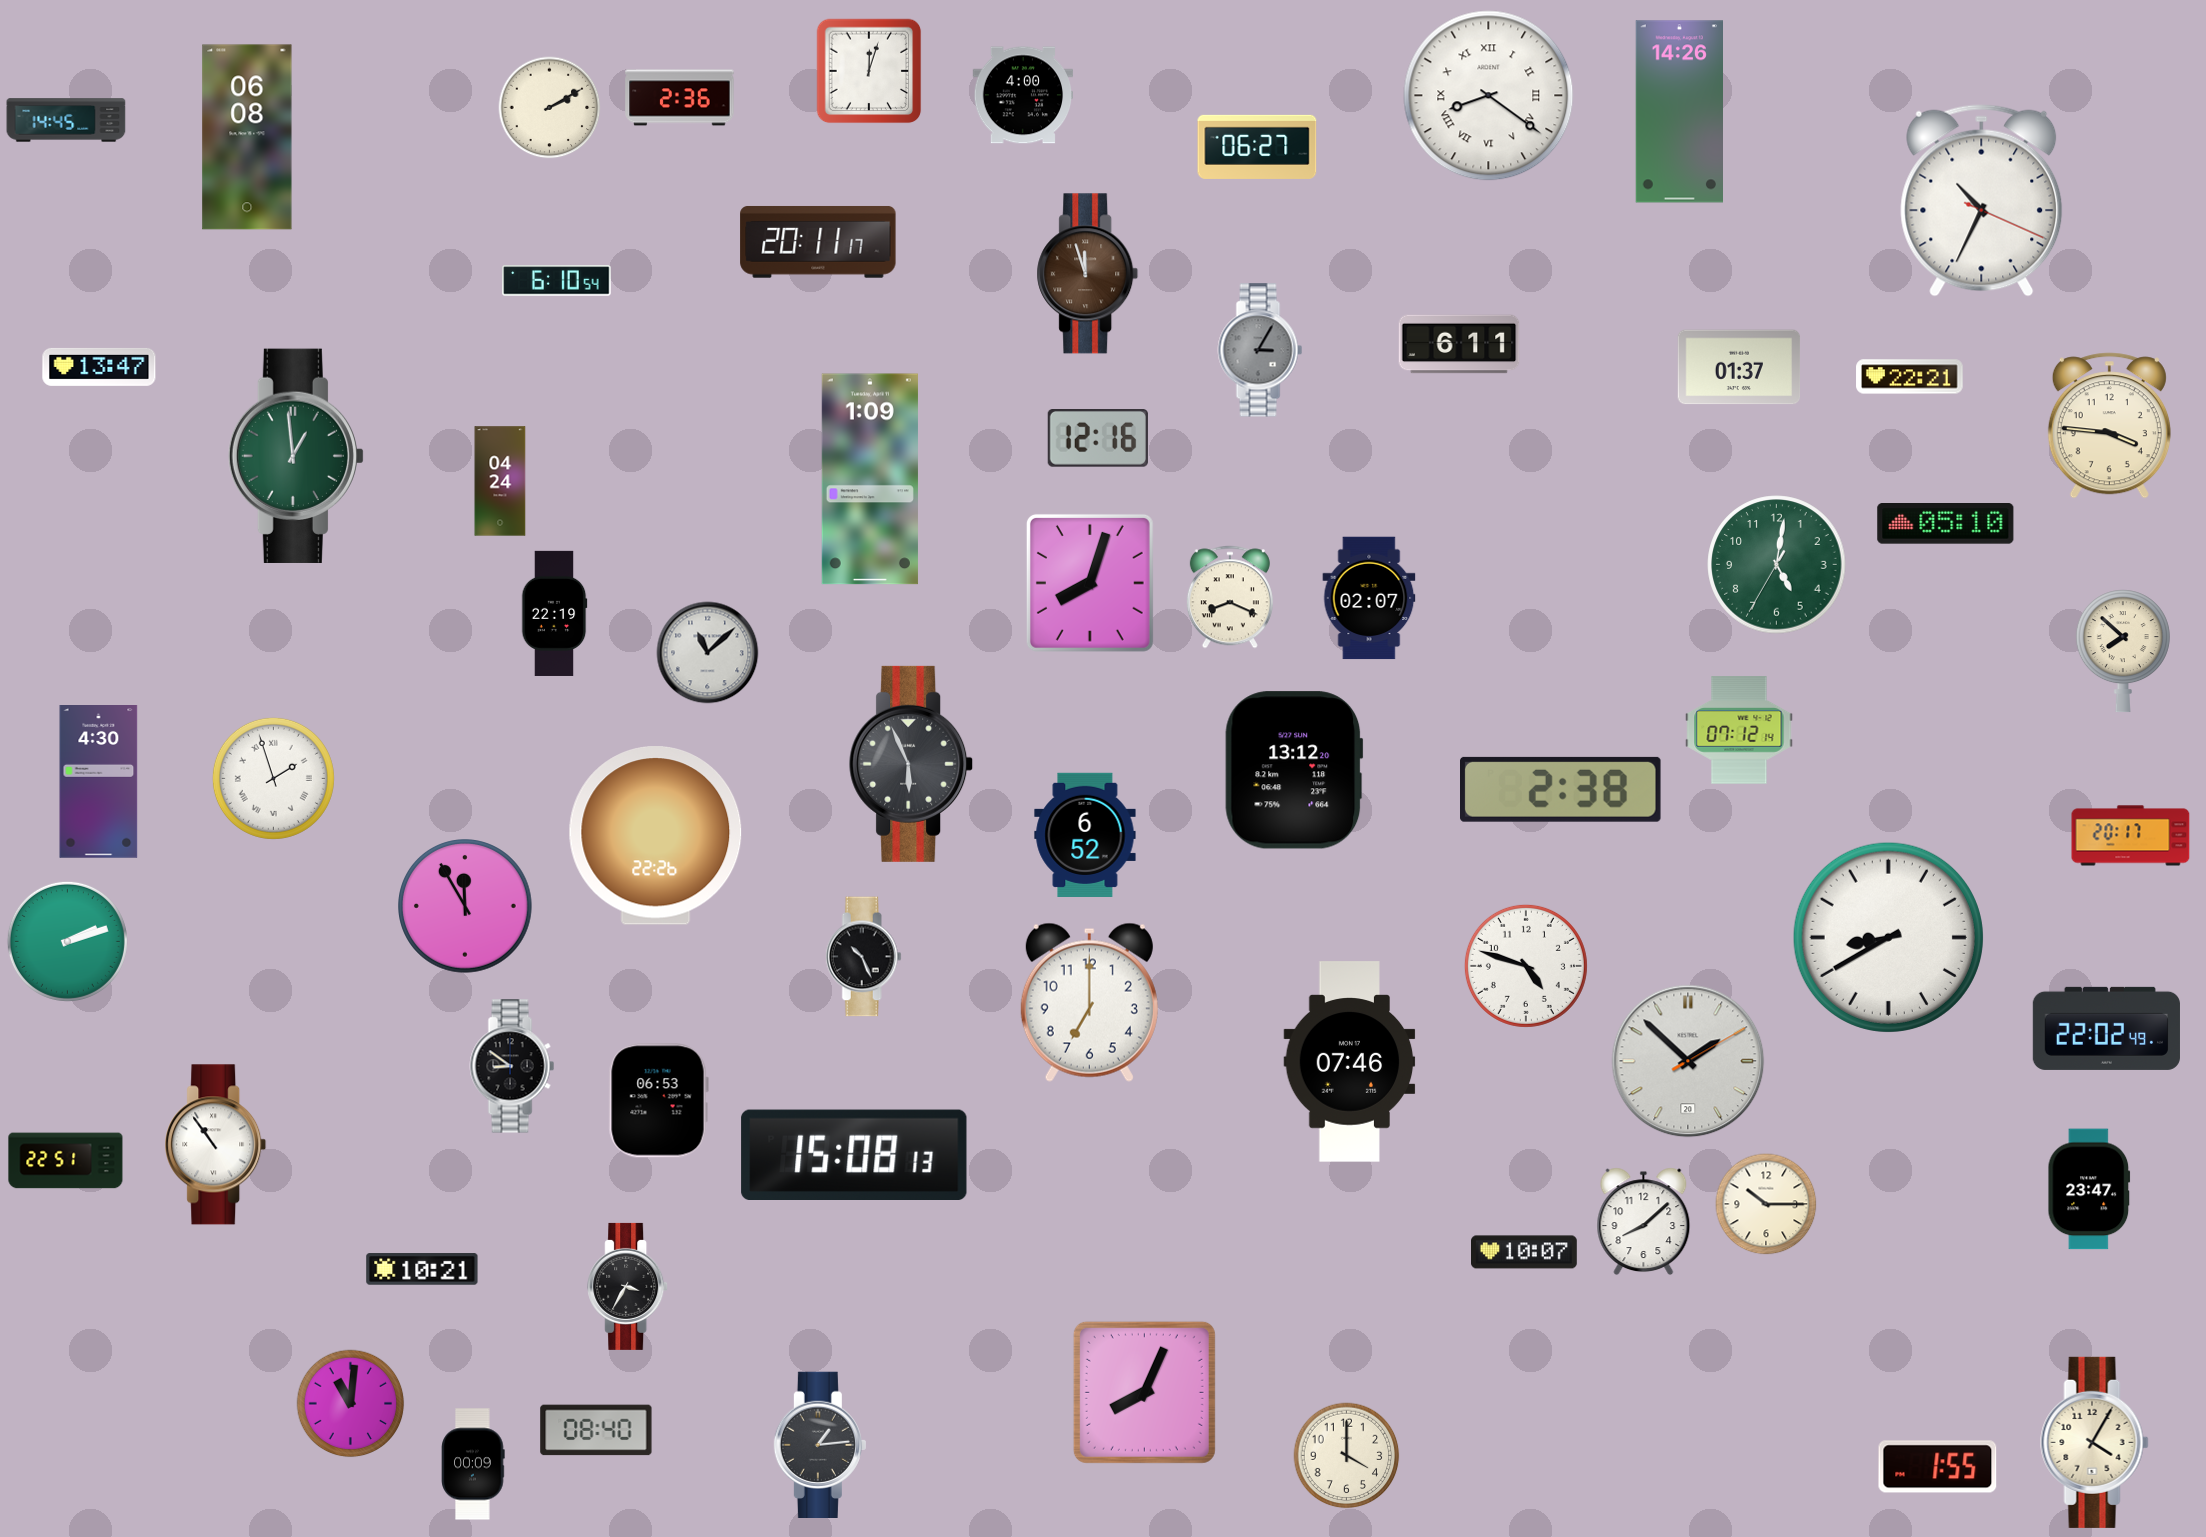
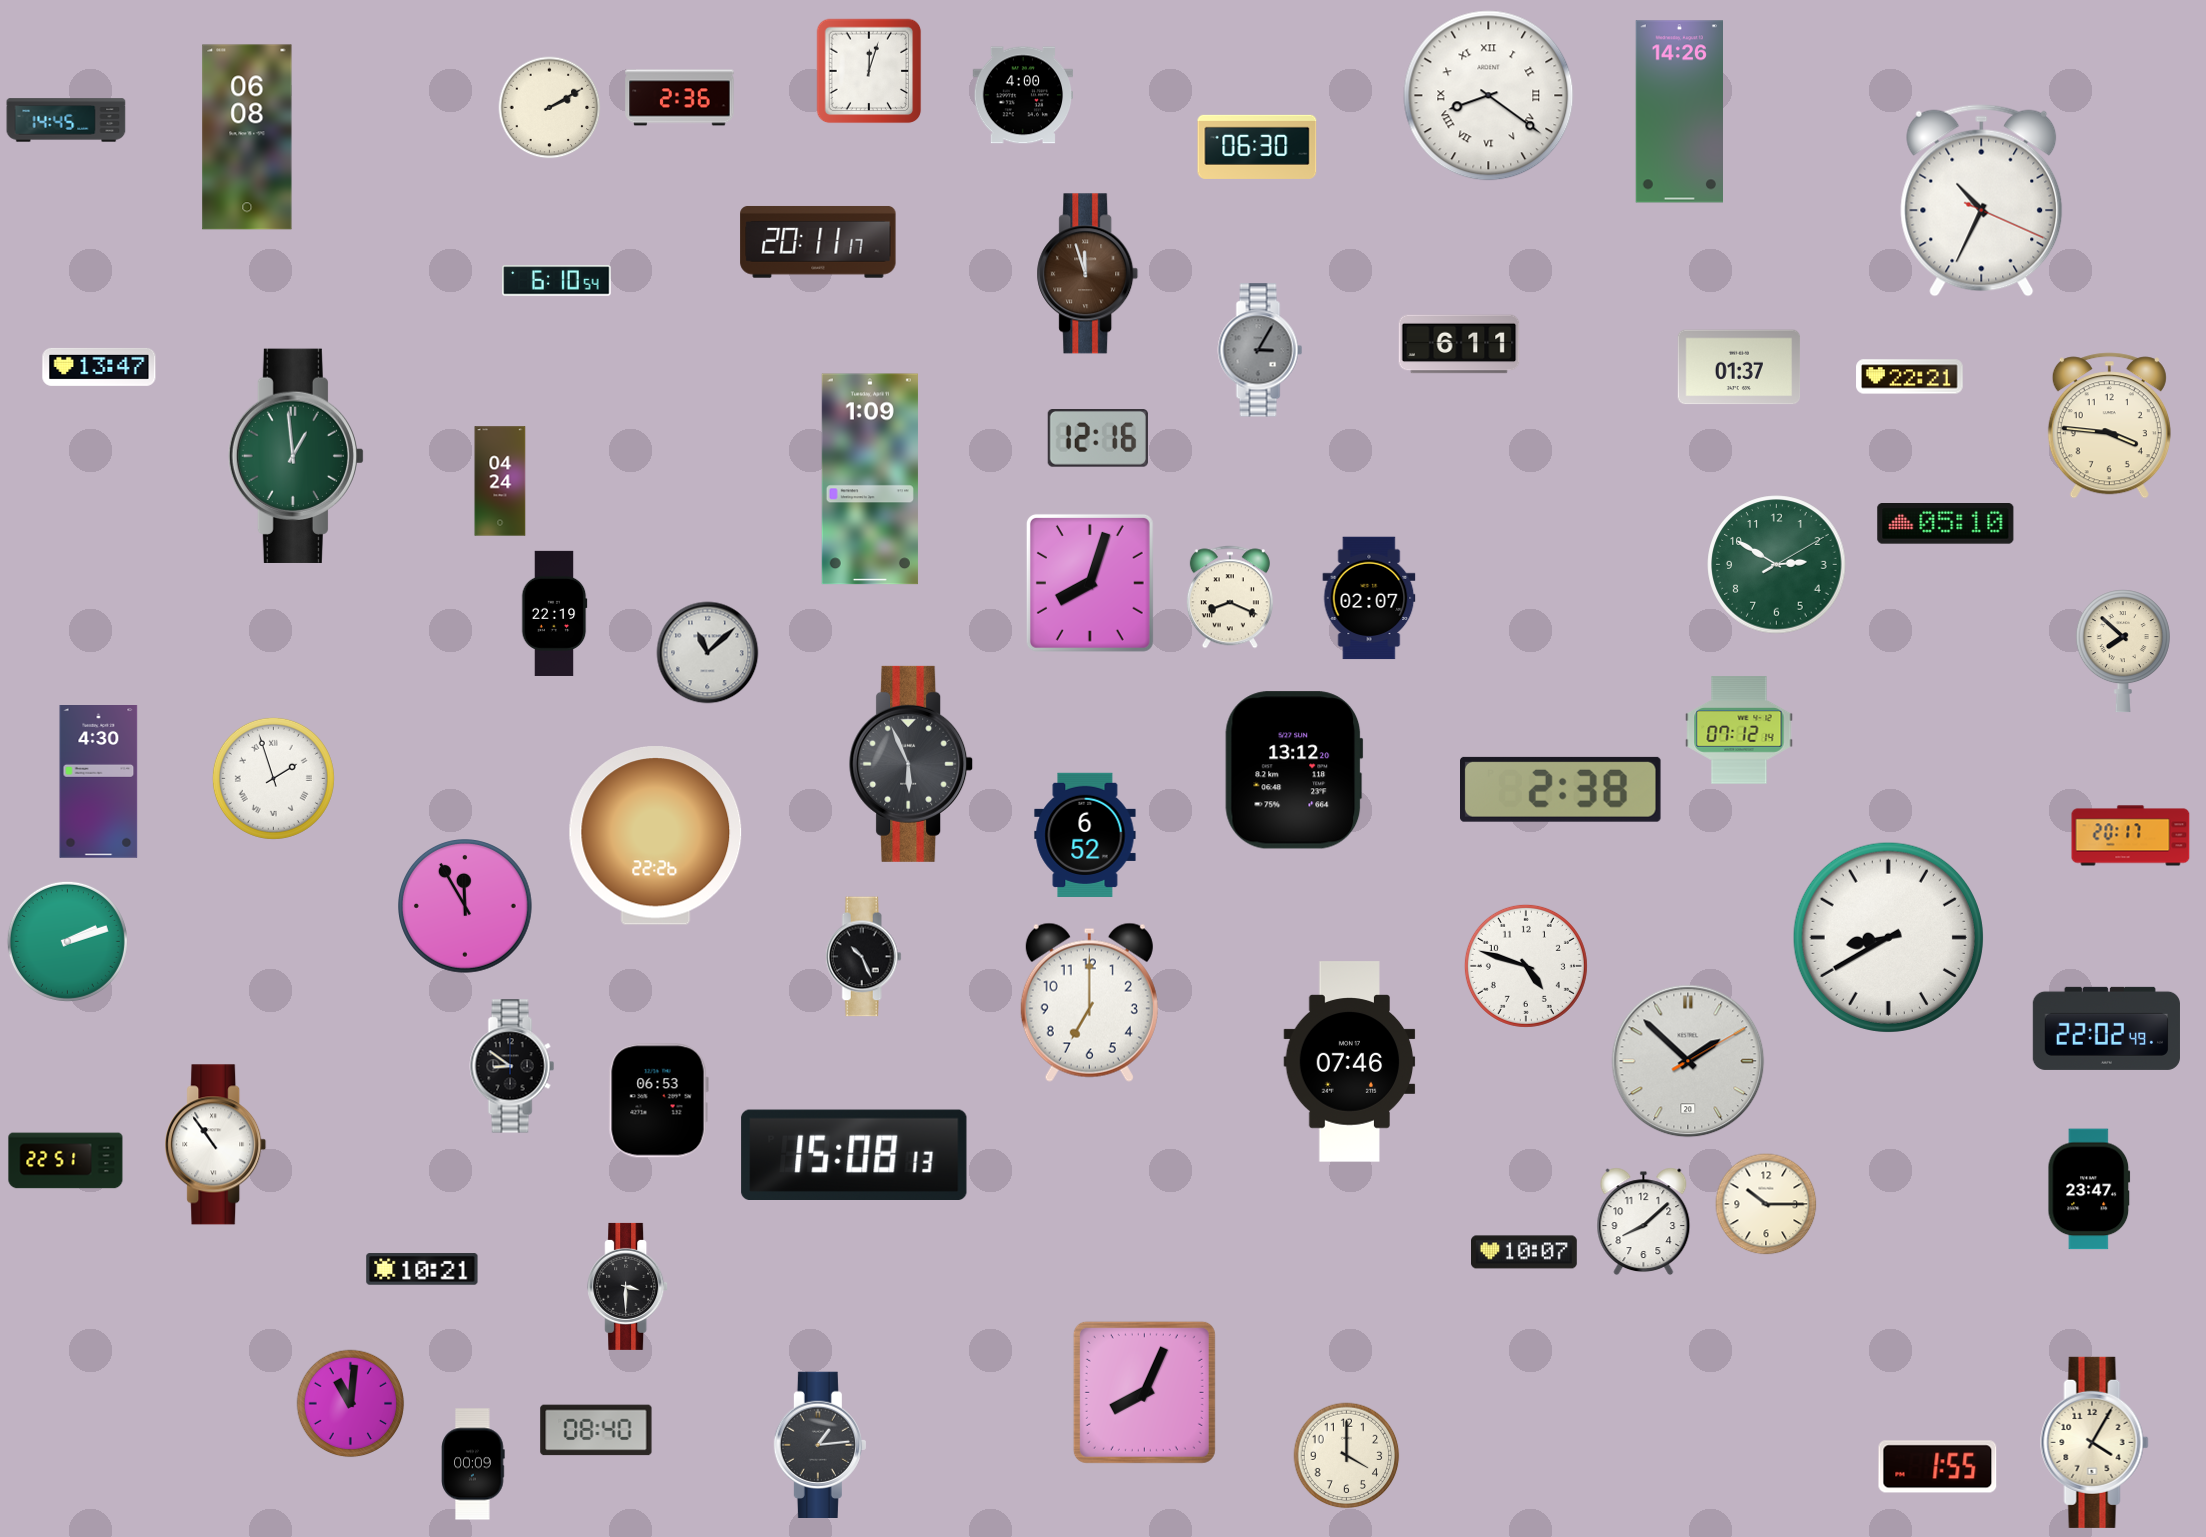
clock at (1257, 147): 06:27 -> 06:30
clock at (1777, 565): 5:01 -> 2:50
clock at (628, 1286): 3:35 -> 3:30
